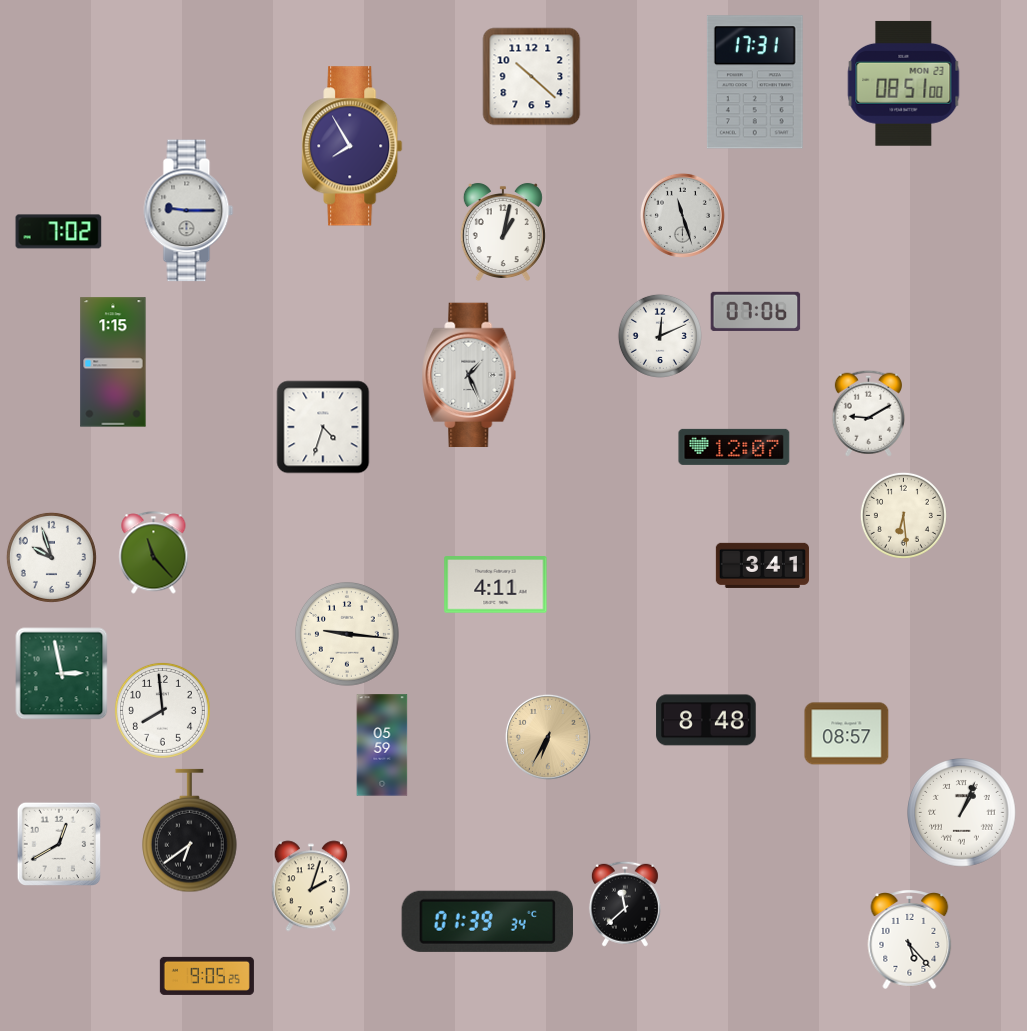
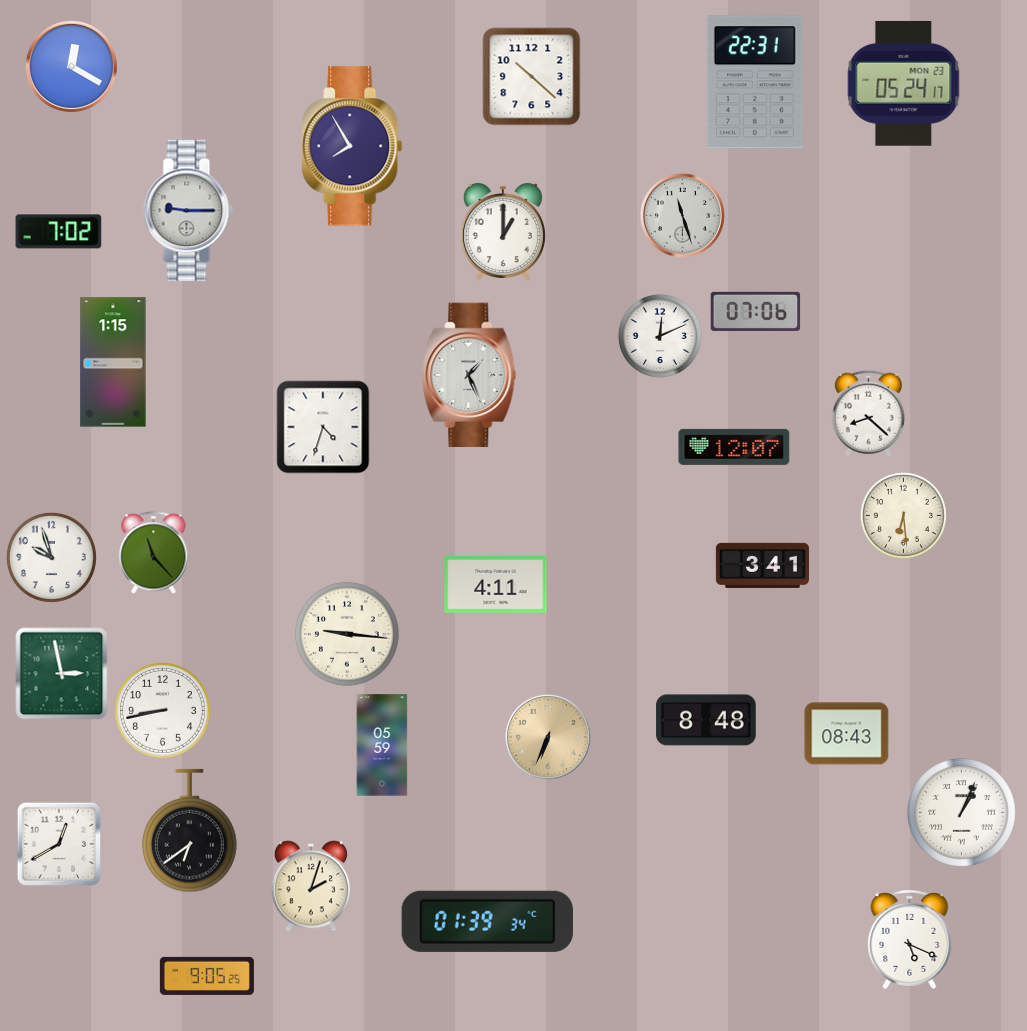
clock at (71, 66): none -> 12:20
clock at (755, 82): 17:31 -> 22:31
clock at (904, 83): 08:51 -> 05:24
clock at (503, 232): 1:02 -> 1:00
clock at (868, 413): 9:10 -> 8:22
clock at (162, 710): 7:59 -> 8:43
clock at (847, 734): 08:57 -> 08:43
clock at (548, 737): 6:35 -> 6:34
clock at (625, 904): 11:38 -> none
clock at (910, 939): 5:23 -> 5:19
